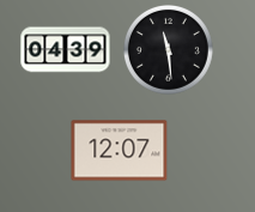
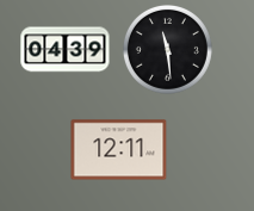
clock at (120, 151): 12:07 -> 12:11
